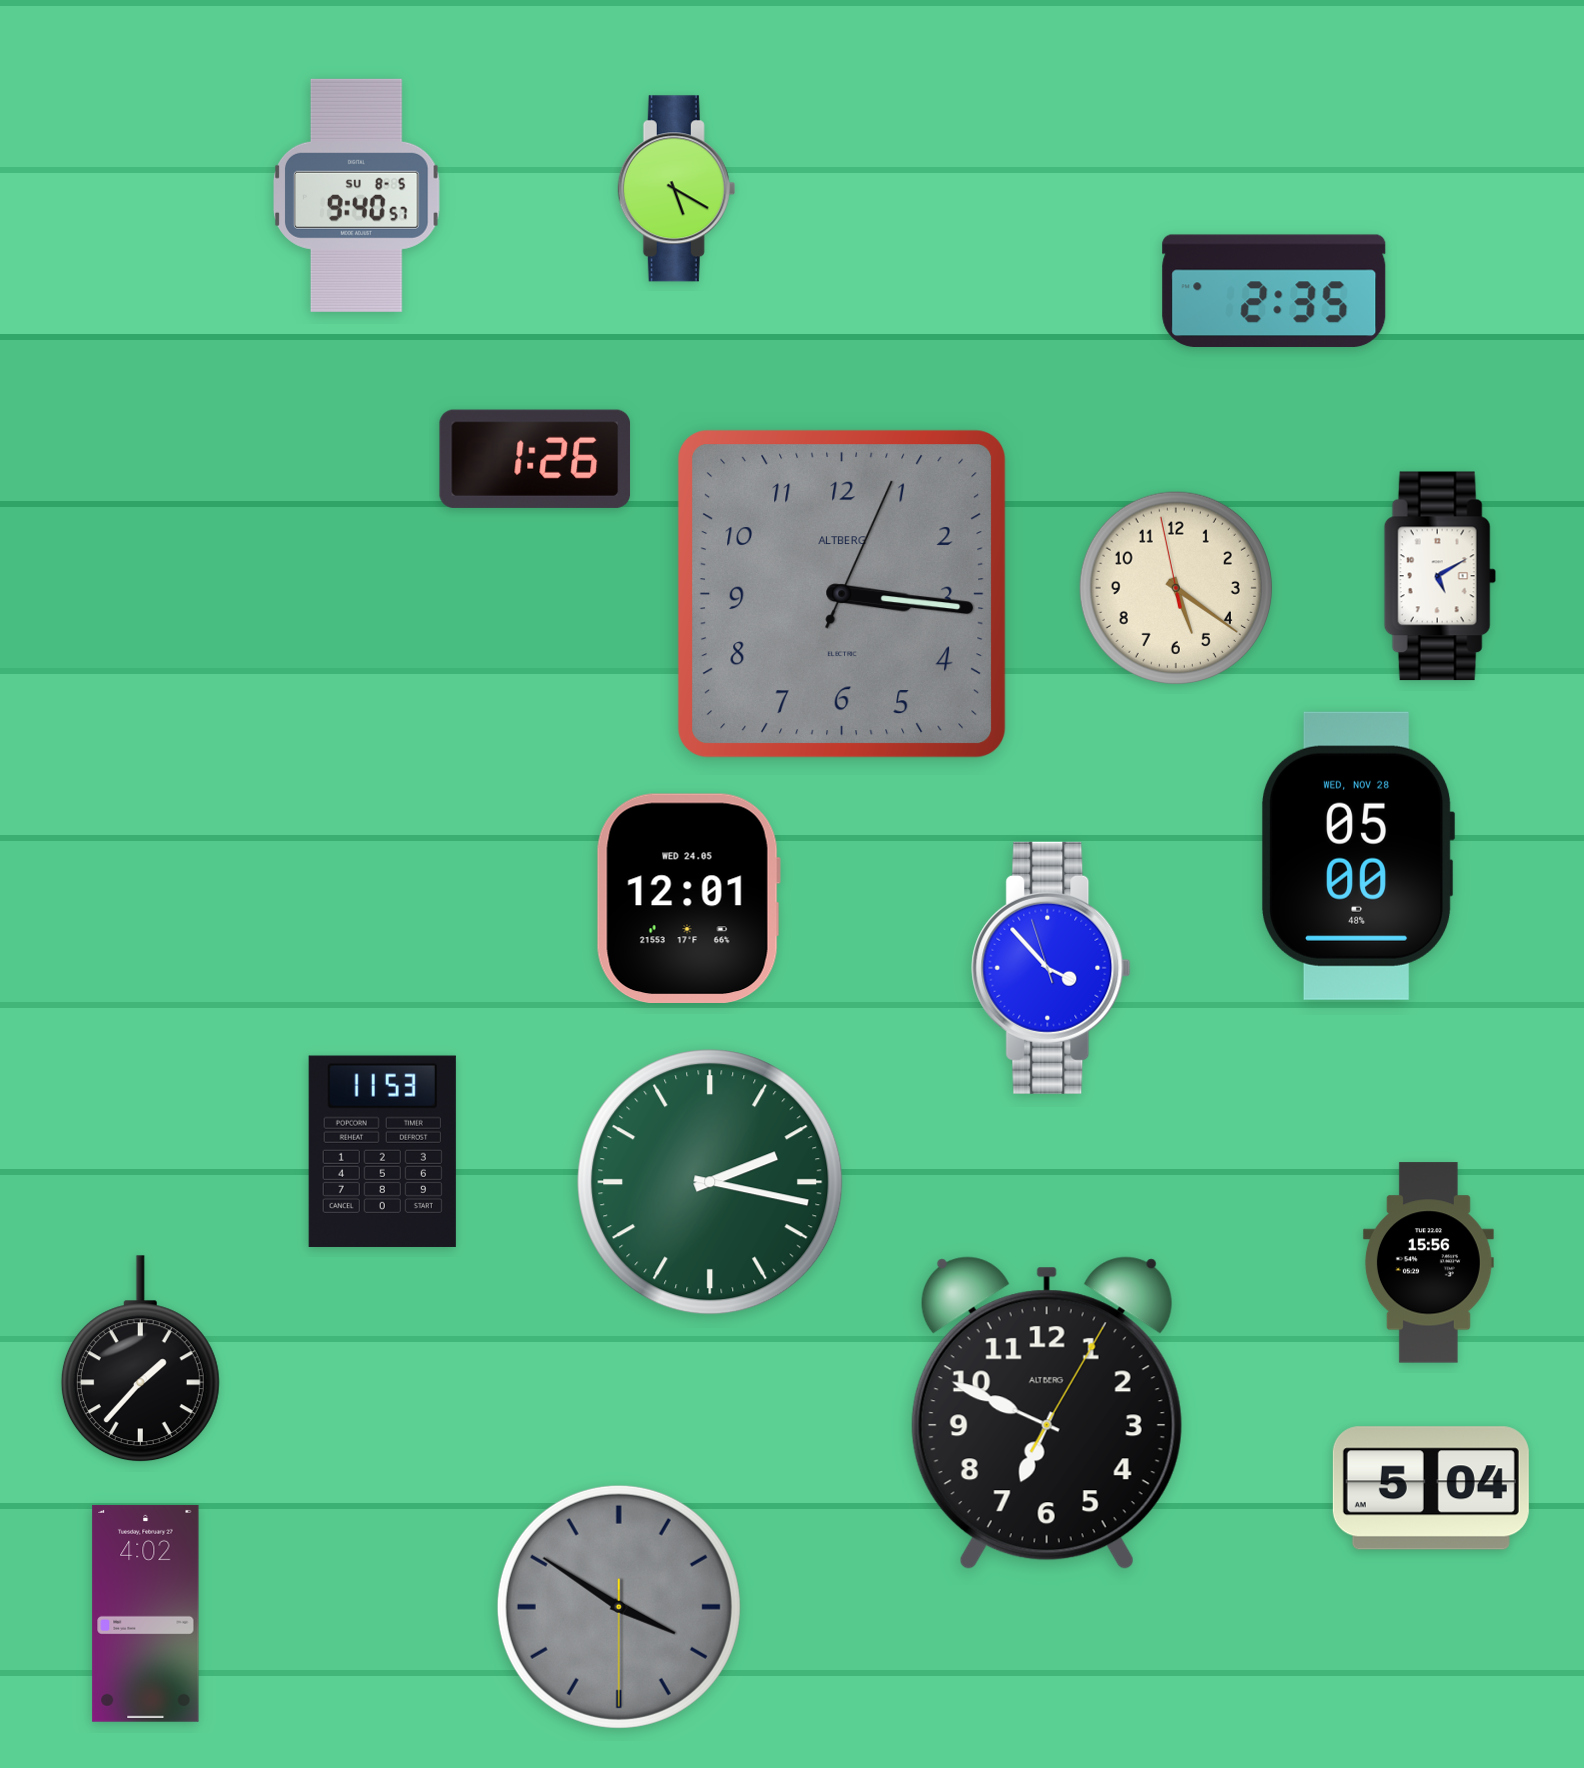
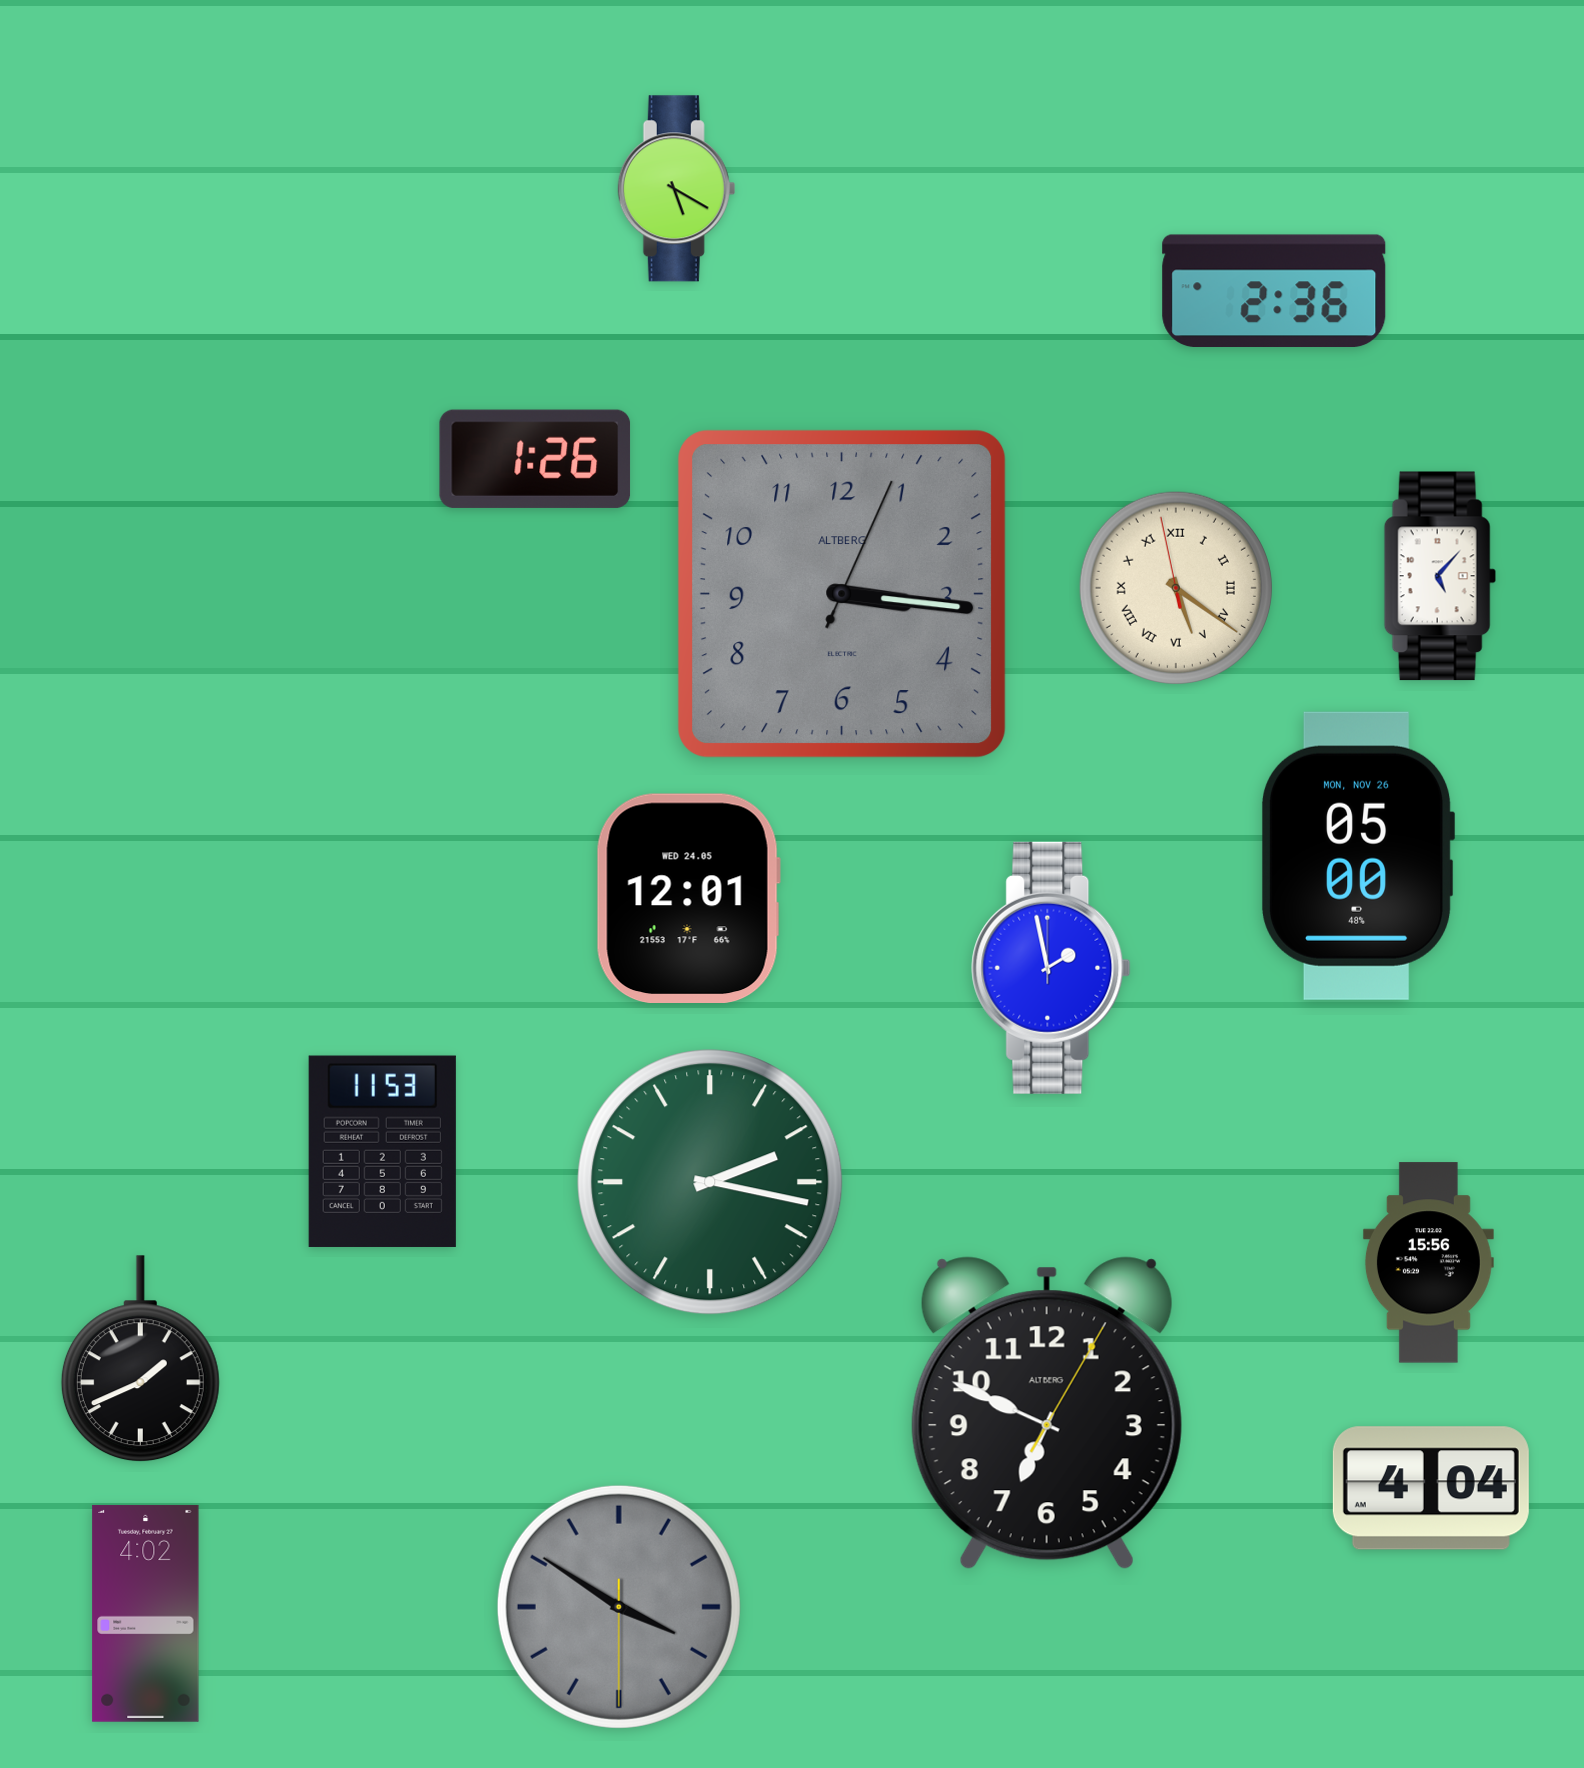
clock at (357, 195): 9:40 -> none
clock at (1274, 290): 2:35 -> 2:36
clock at (1440, 576): 5:10 -> 5:07
clock at (1176, 588) numerals: Arabic -> Roman
clock at (1359, 856) date: WED, NOV 28 -> MON, NOV 26
clock at (1051, 968): 3:52 -> 1:58
clock at (140, 1359): 1:37 -> 1:41
clock at (1431, 1488): 5:04 -> 4:04
